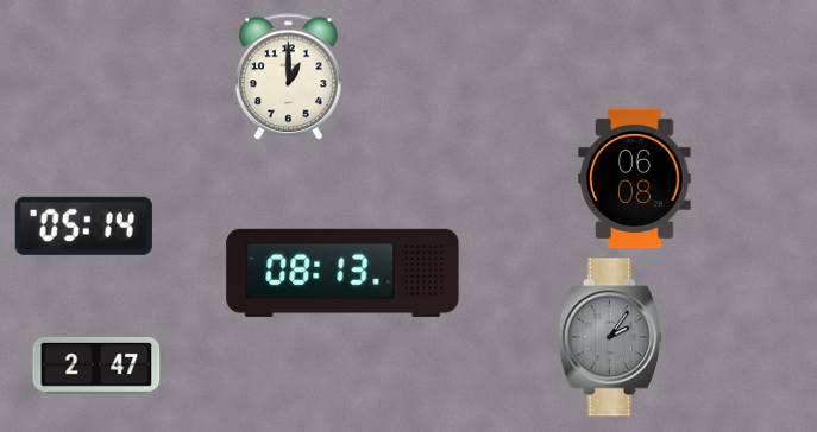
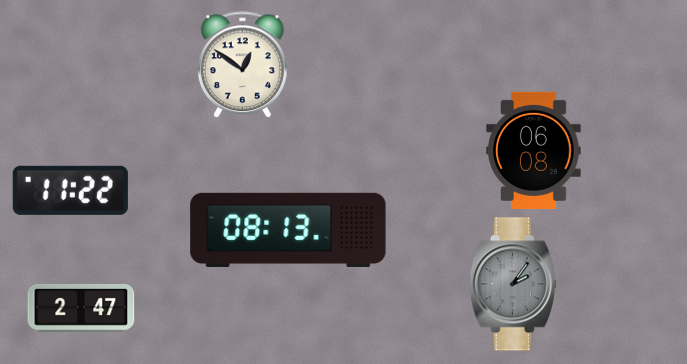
clock at (289, 77): 1:00 -> 12:51
clock at (83, 225): 05:14 -> 11:22
